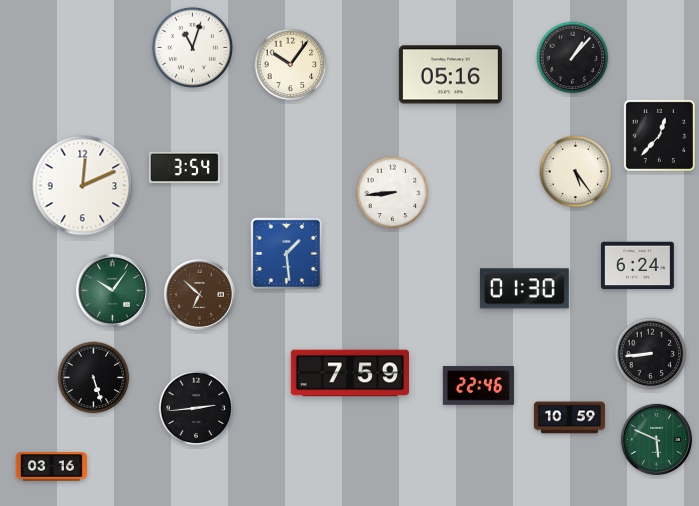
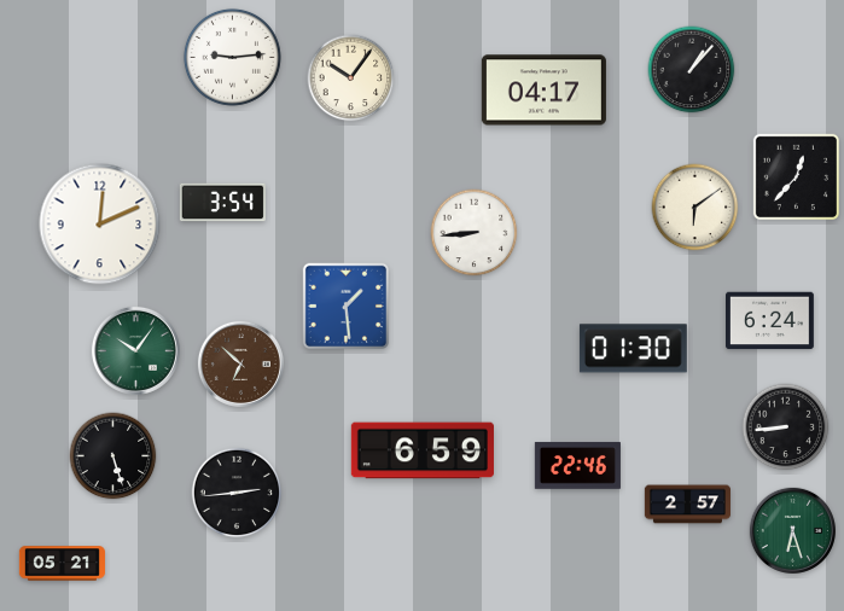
clock at (192, 47): 11:03 -> 9:14
clock at (450, 75): 05:16 -> 04:17
clock at (659, 135) position: (659, 135) -> (796, 176)
clock at (576, 172): 5:24 -> 6:09
clock at (199, 294) position: (199, 294) -> (240, 363)
clock at (350, 373): 7:59 -> 6:59
clock at (569, 418): 10:59 -> 2:57
clock at (656, 439): 5:49 -> 6:27
clock at (51, 467): 03:16 -> 05:21
